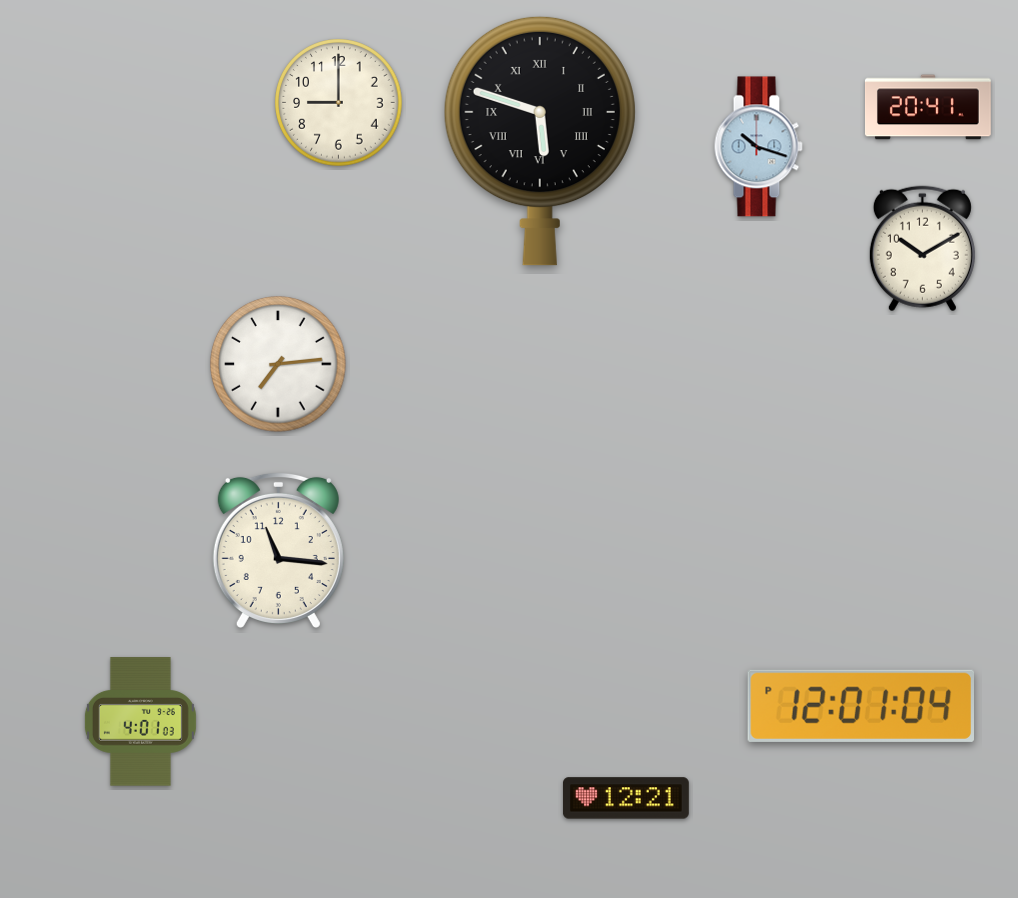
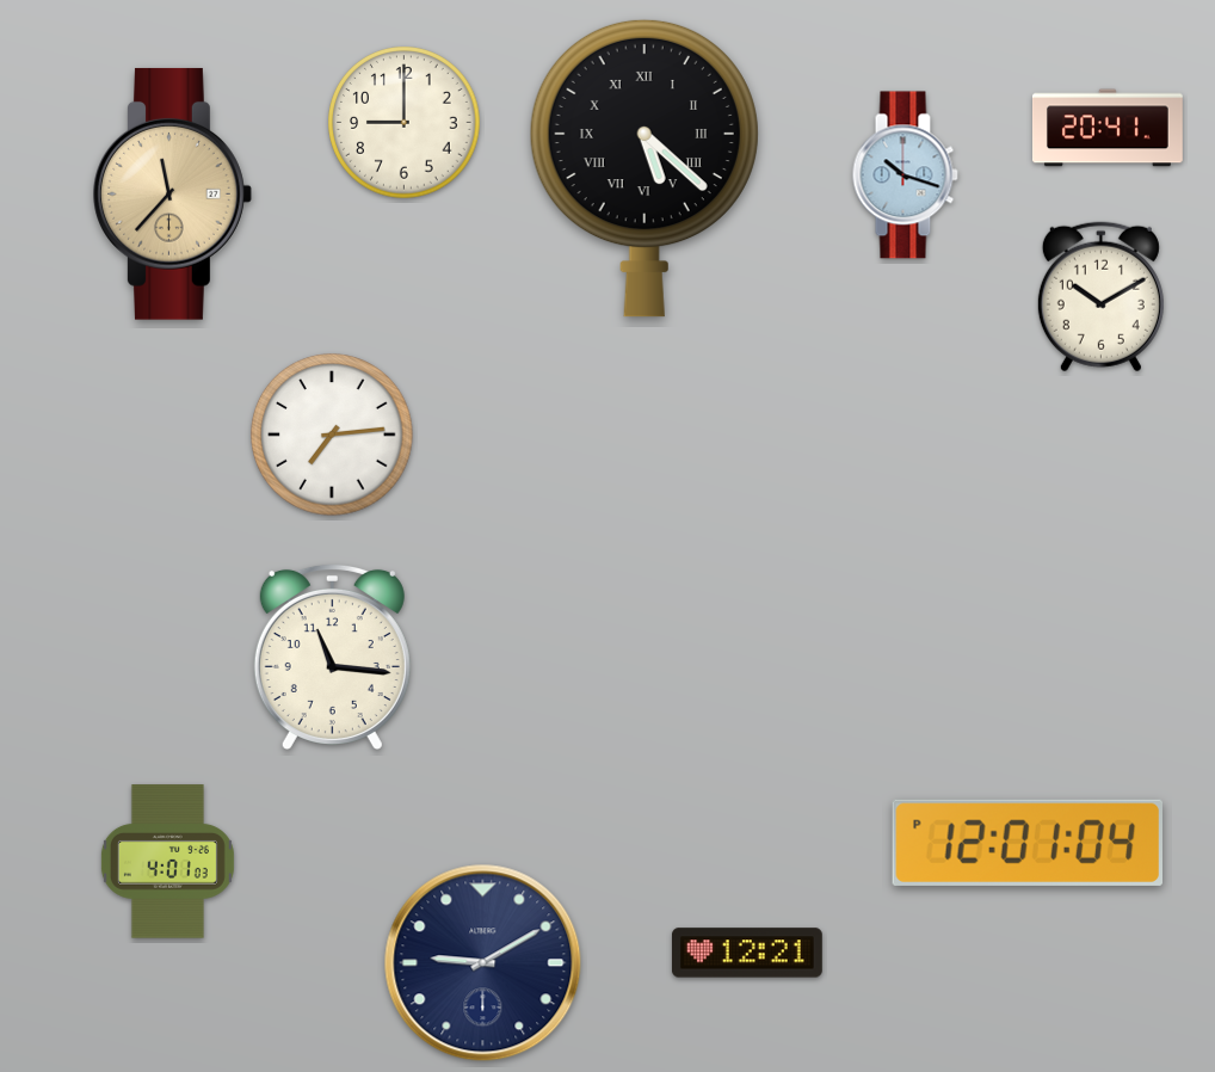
clock at (540, 141): 5:48 -> 5:22
clock at (173, 193): none -> 11:37
clock at (483, 963): none -> 9:10
